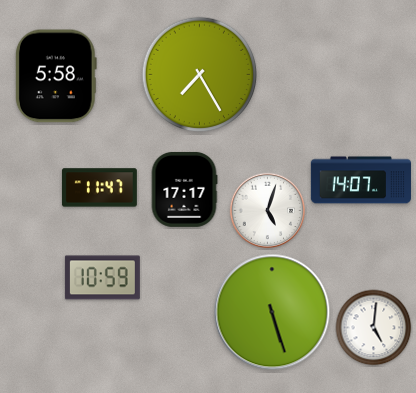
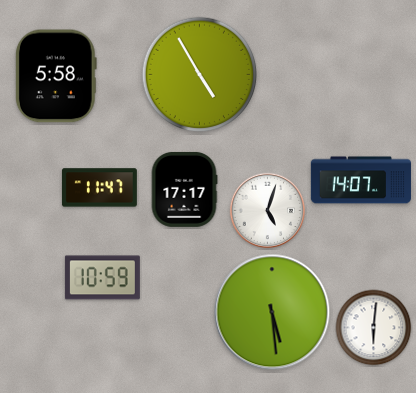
clock at (200, 75): 7:25 -> 4:55
clock at (272, 312): 5:27 -> 5:29
clock at (374, 328): 5:01 -> 6:01
